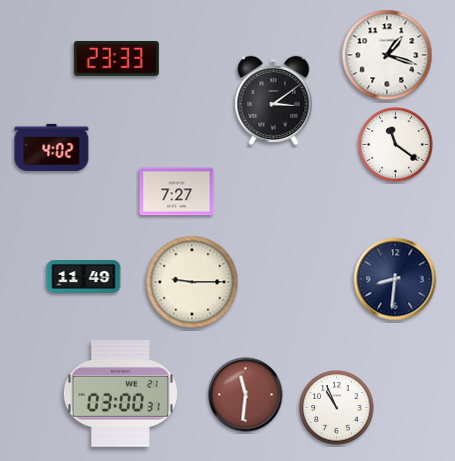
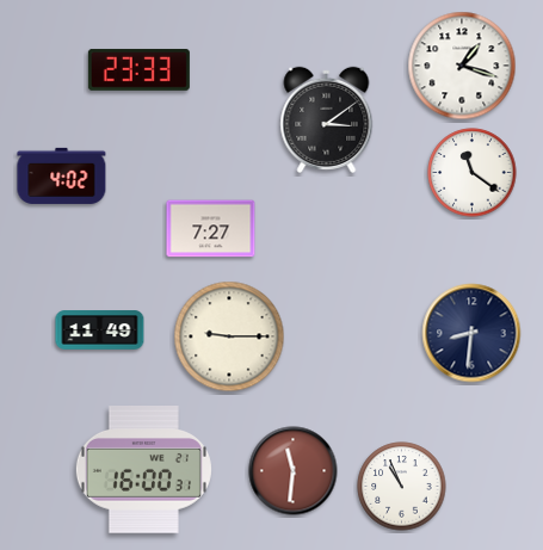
clock at (120, 394): 03:00 -> 16:00
